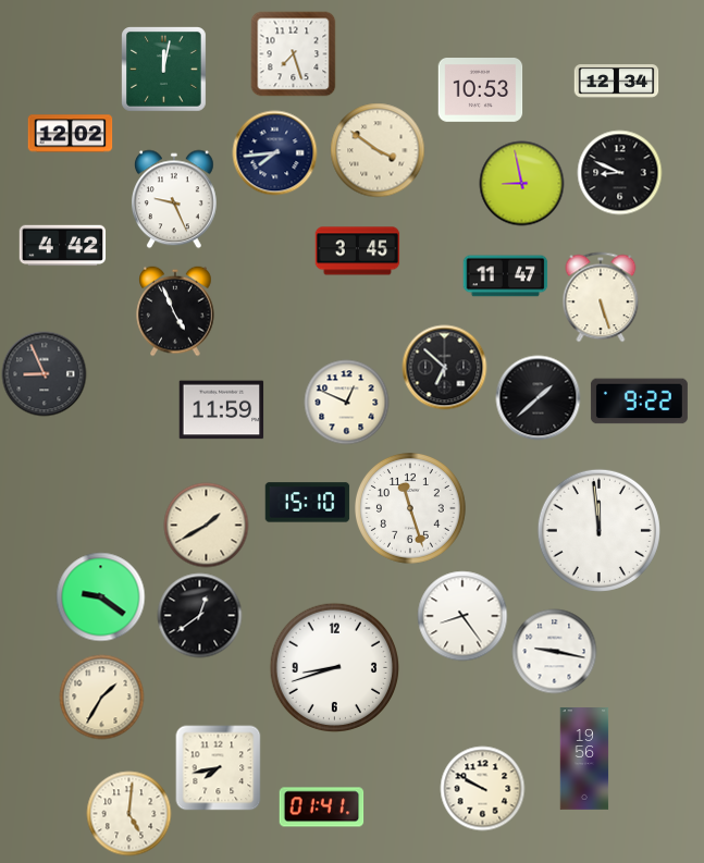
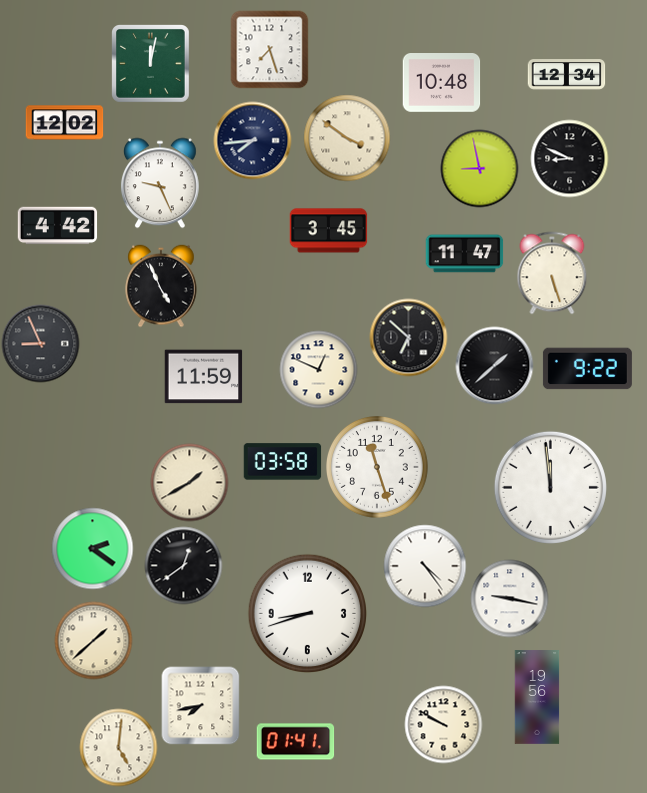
clock at (480, 90): 10:53 -> 10:48
clock at (307, 503): 15:10 -> 03:58
clock at (100, 596): 9:21 -> 2:21
clock at (462, 616): 8:24 -> 4:24
clock at (101, 696): 1:35 -> 1:38
